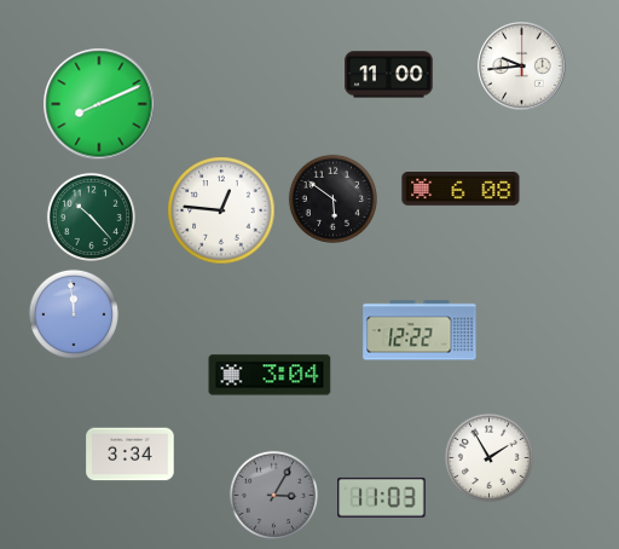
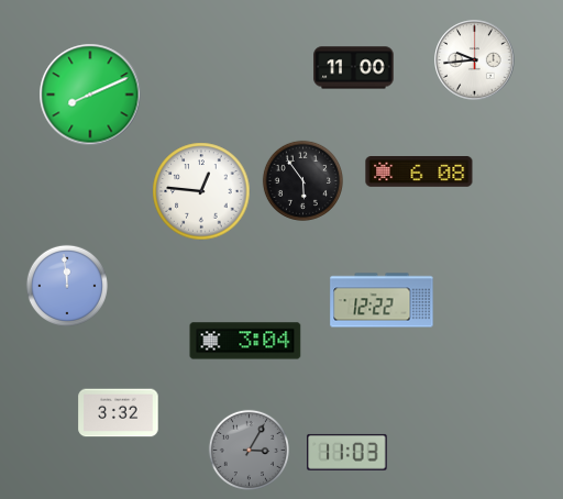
clock at (332, 198): 5:51 -> 5:54
clock at (91, 216): 10:23 -> none
clock at (131, 455): 3:34 -> 3:32
clock at (488, 457): 1:55 -> none
